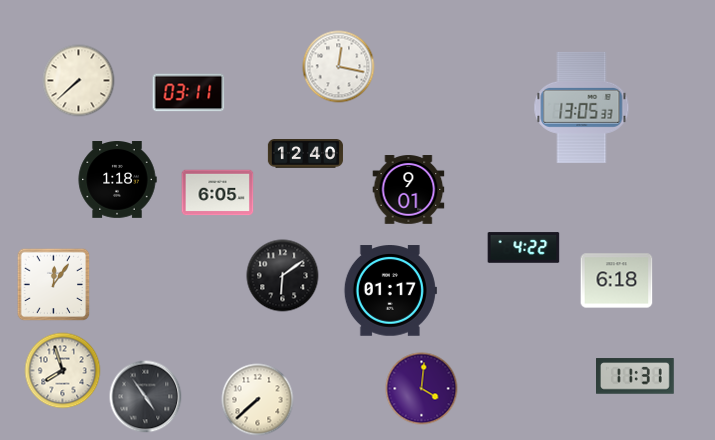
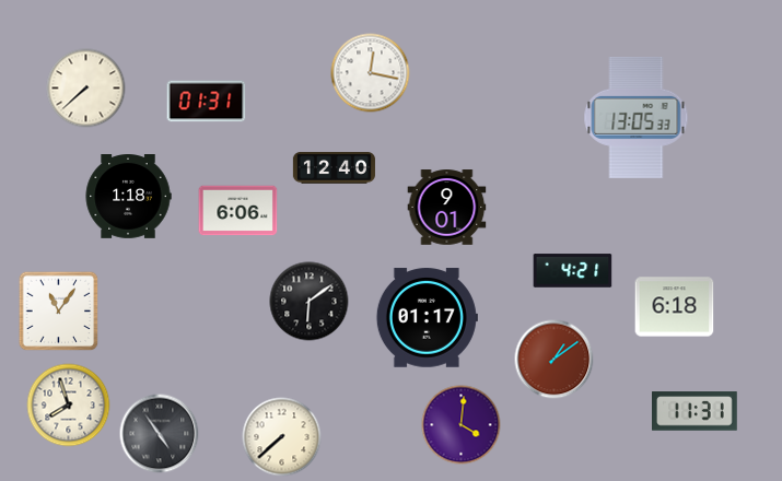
clock at (189, 93): 03:11 -> 01:31
clock at (218, 193): 6:05 -> 6:06
clock at (524, 248): 4:22 -> 4:21
clock at (54, 285): 12:06 -> 11:06
clock at (555, 360): none -> 1:09
